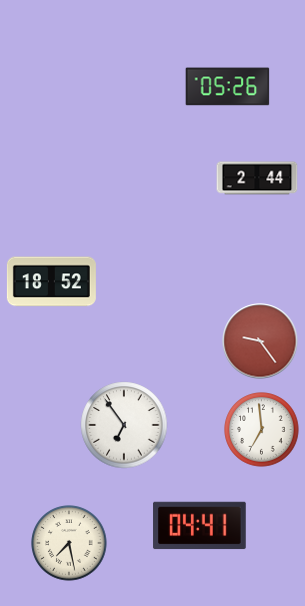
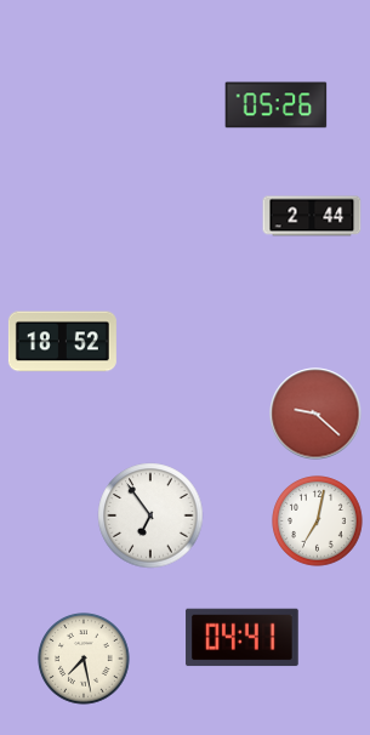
clock at (260, 341): 9:24 -> 9:22
clock at (262, 430): 6:59 -> 7:02
